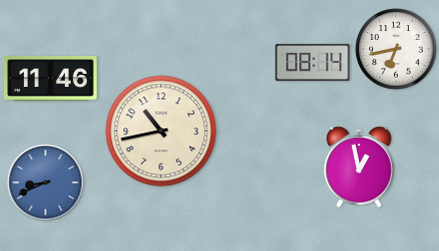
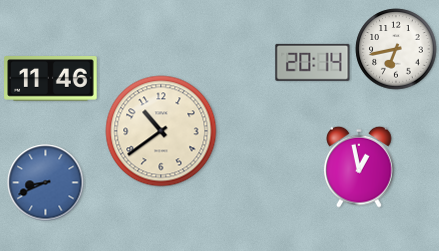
clock at (313, 62): 08:14 -> 20:14
clock at (161, 131): 10:43 -> 10:39
